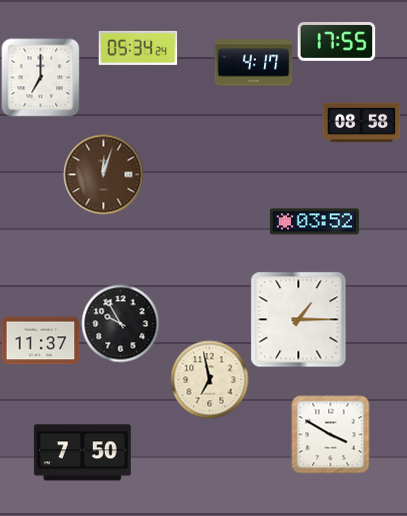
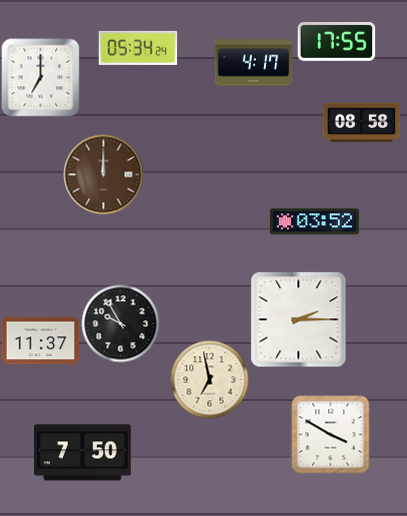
clock at (103, 174): 12:03 -> 12:00
clock at (298, 319): 1:15 -> 2:15
